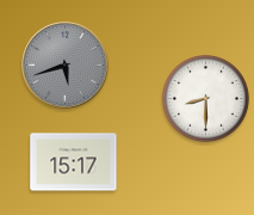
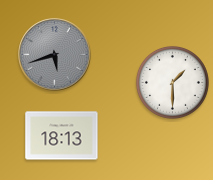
clock at (205, 98): 8:30 -> 1:30
clock at (74, 162): 15:17 -> 18:13
